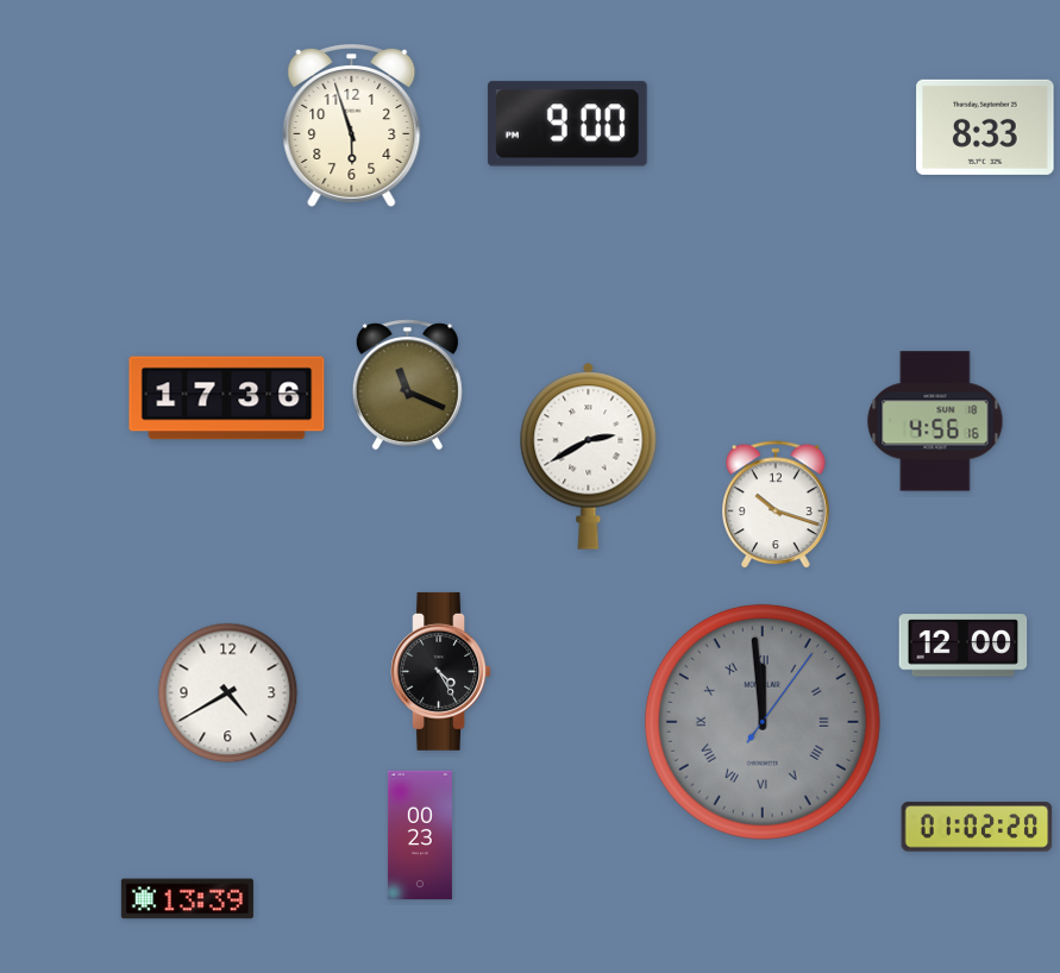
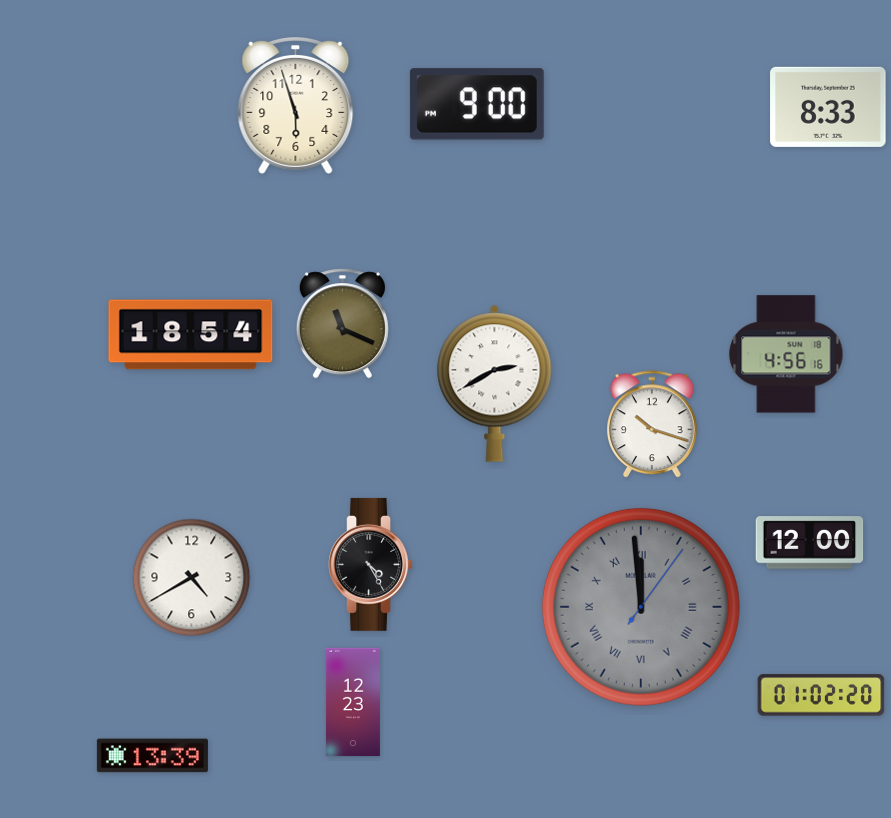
clock at (227, 398): 17:36 -> 18:54
clock at (228, 693) position: (228, 693) -> (192, 578)
clock at (420, 835): 00:23 -> 12:23
clock at (187, 899) position: (187, 899) -> (152, 756)
